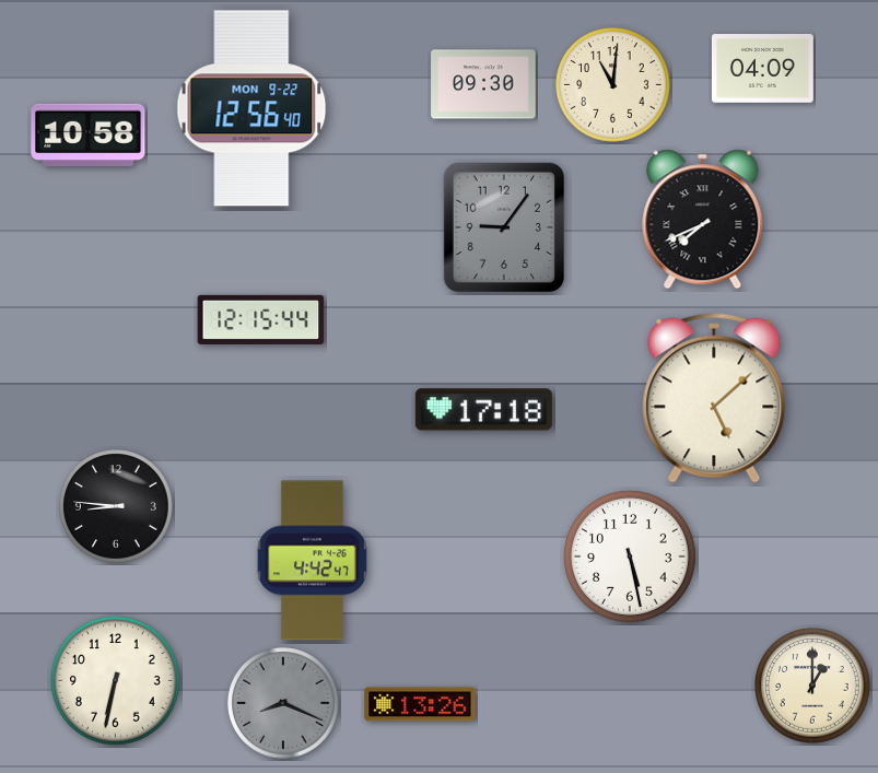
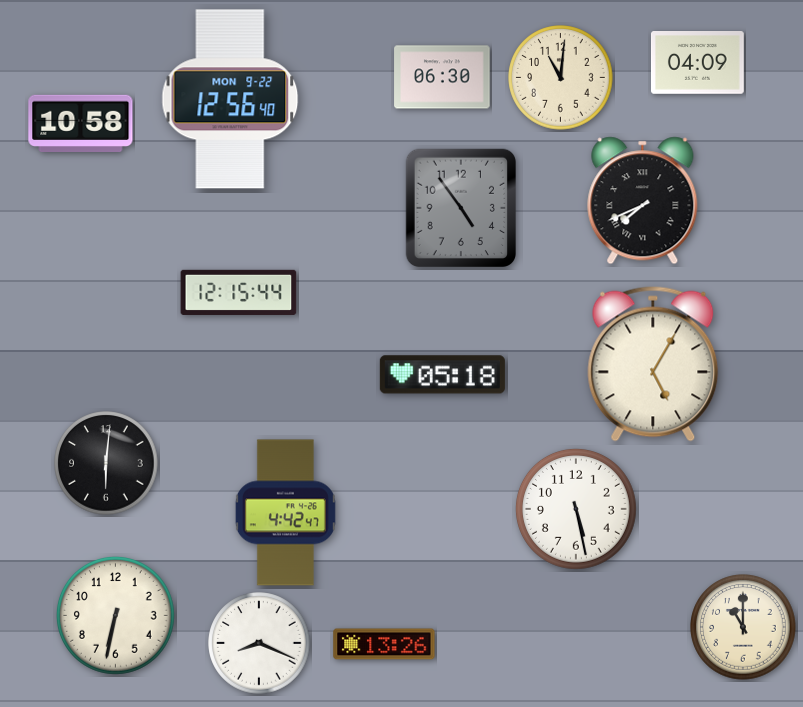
clock at (483, 84): 09:30 -> 06:30
clock at (503, 226): 9:06 -> 4:54
clock at (714, 398): 5:08 -> 5:05
clock at (483, 410): 17:18 -> 05:18
clock at (116, 506): 8:46 -> 6:01
clock at (116, 681) position: (116, 681) -> (116, 616)
clock at (812, 686): 1:00 -> 11:00
clock at (283, 703) dial: grey -> white
